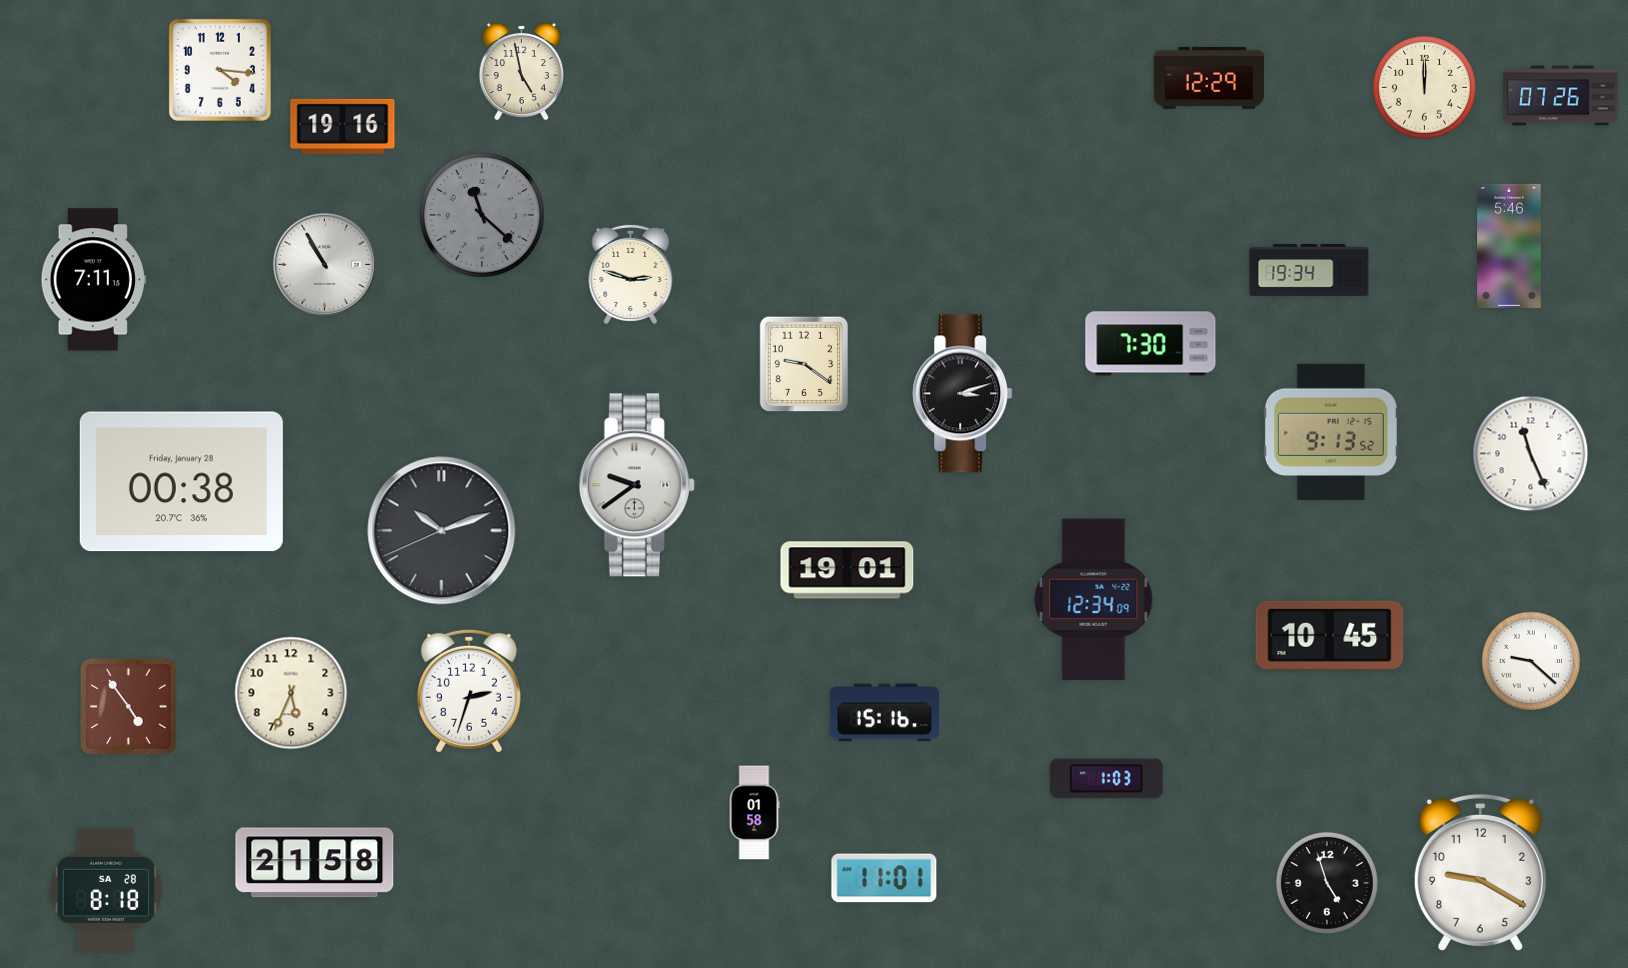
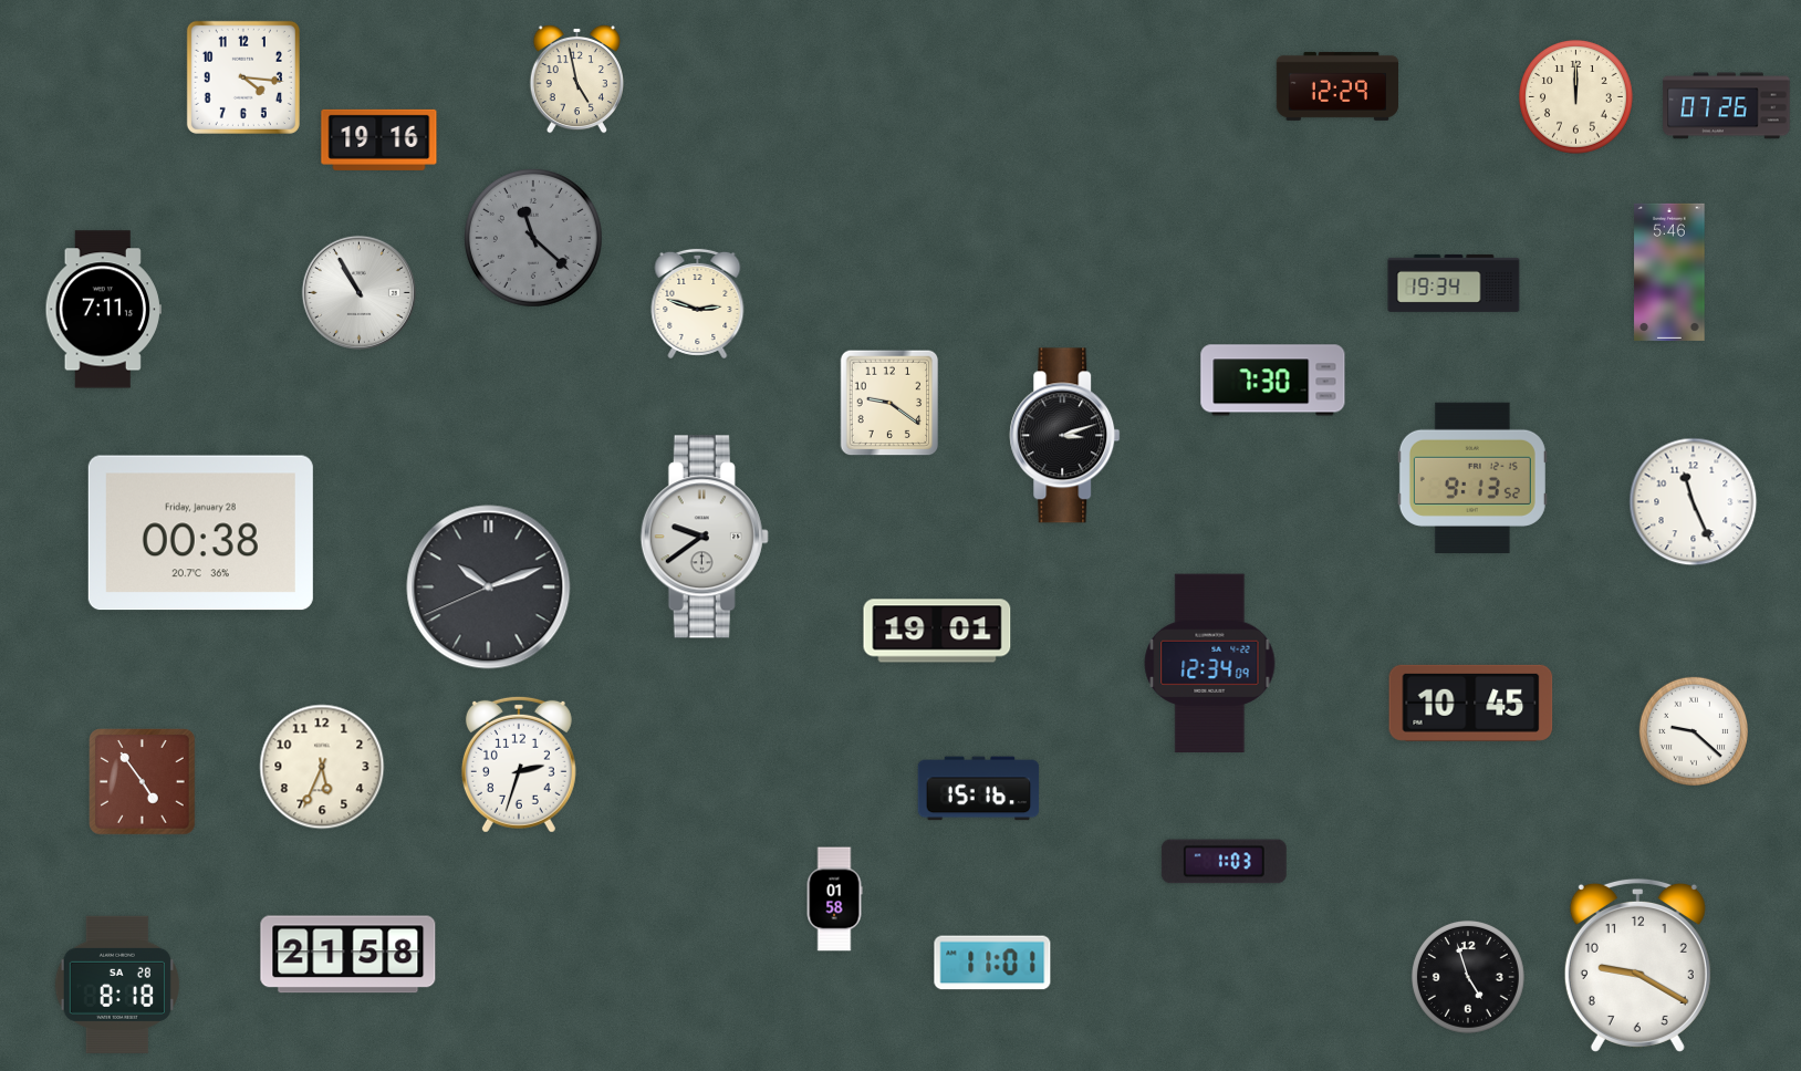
clock at (1309, 270) position: (1309, 270) -> (1454, 283)
clock at (884, 878) position: (884, 878) -> (992, 963)
